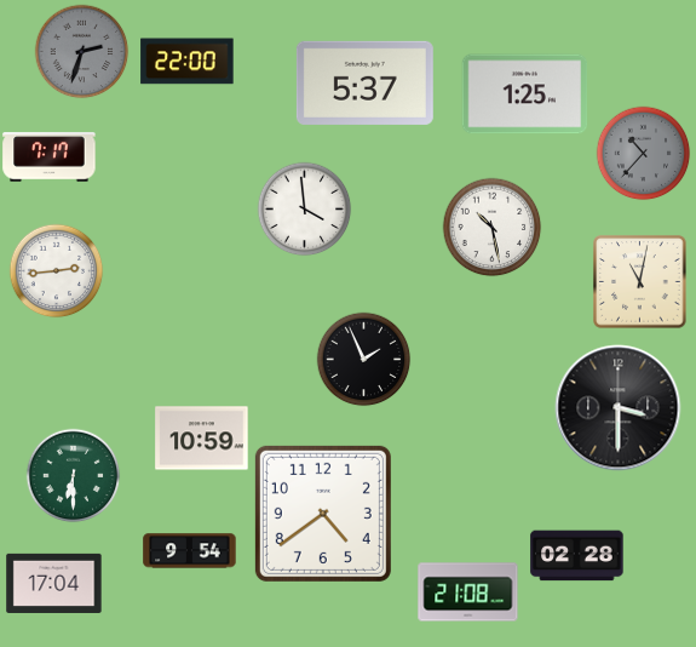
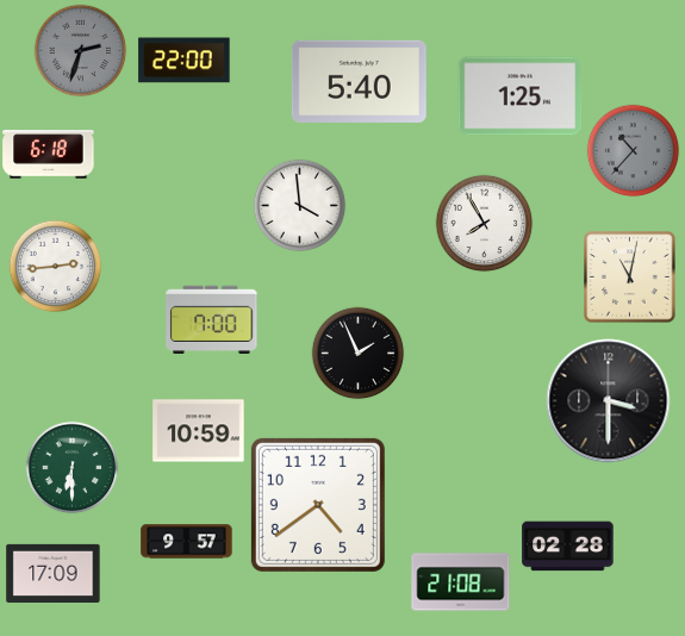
clock at (364, 82): 5:37 -> 5:40
clock at (525, 95) position: (525, 95) -> (521, 96)
clock at (50, 158): 7:17 -> 6:18
clock at (491, 227): 10:28 -> 7:55
clock at (212, 319): none -> 7:00
clock at (190, 551): 9:54 -> 9:57
clock at (54, 583): 17:04 -> 17:09
